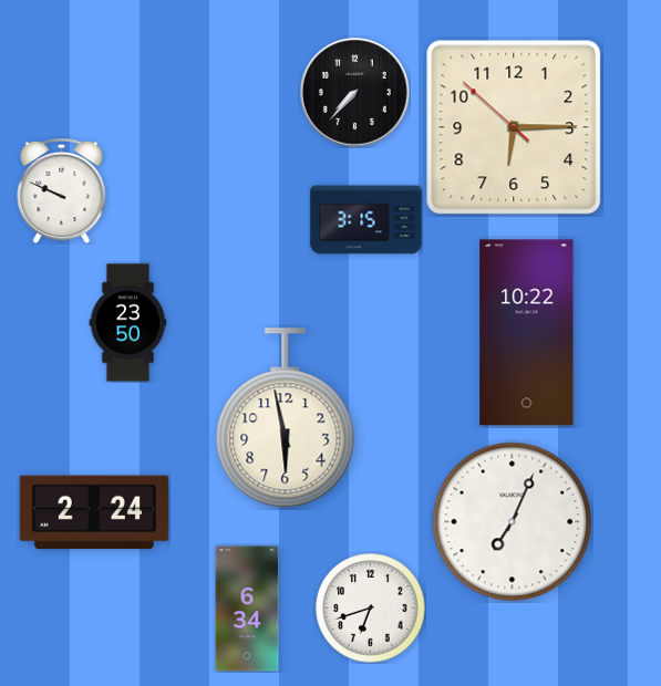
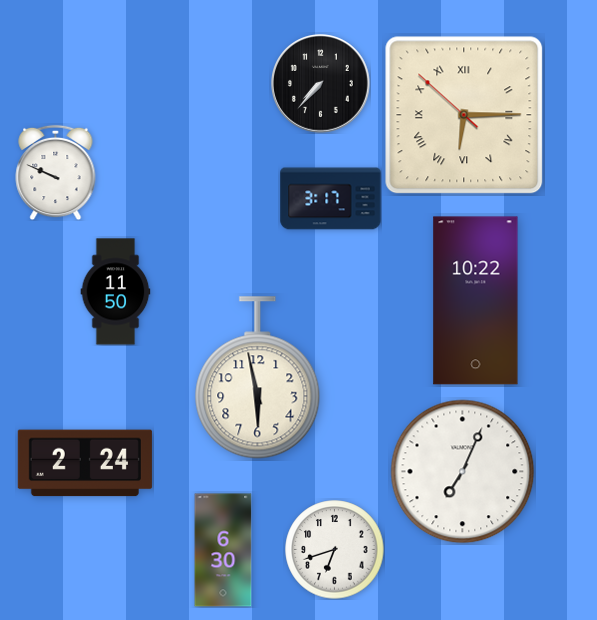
clock at (514, 127) numerals: Arabic -> Roman
clock at (366, 220): 3:15 -> 3:17
clock at (128, 323): 23:50 -> 11:50
clock at (247, 609): 6:34 -> 6:30
